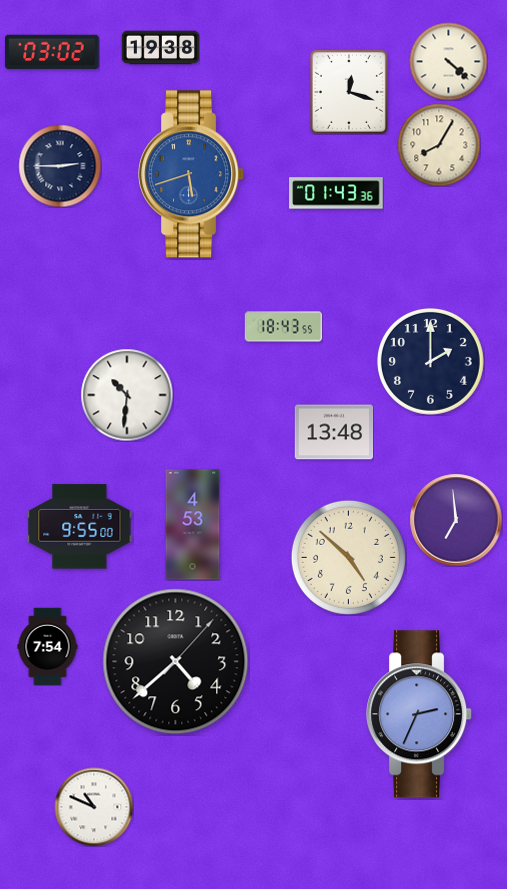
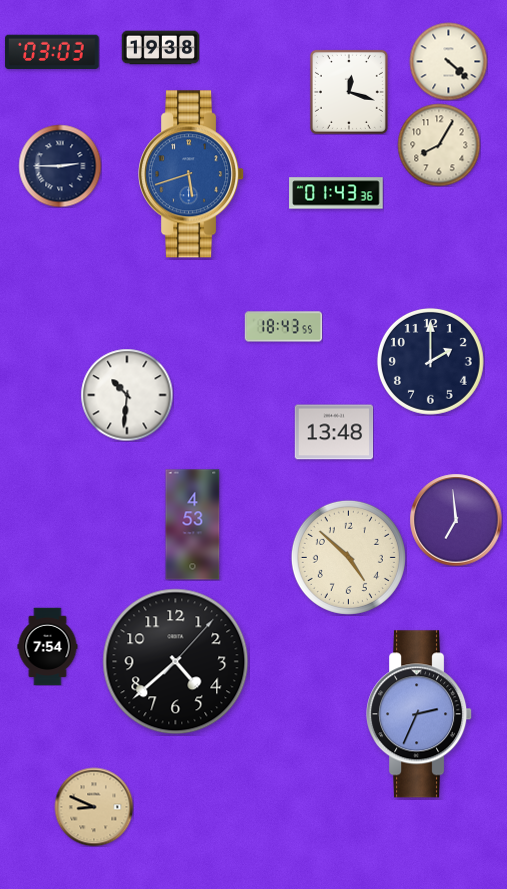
clock at (52, 52): 03:02 -> 03:03
clock at (80, 527): 9:55 -> none
clock at (94, 807): 10:49 -> 8:49
clock at (94, 807) dial: white -> champagne
